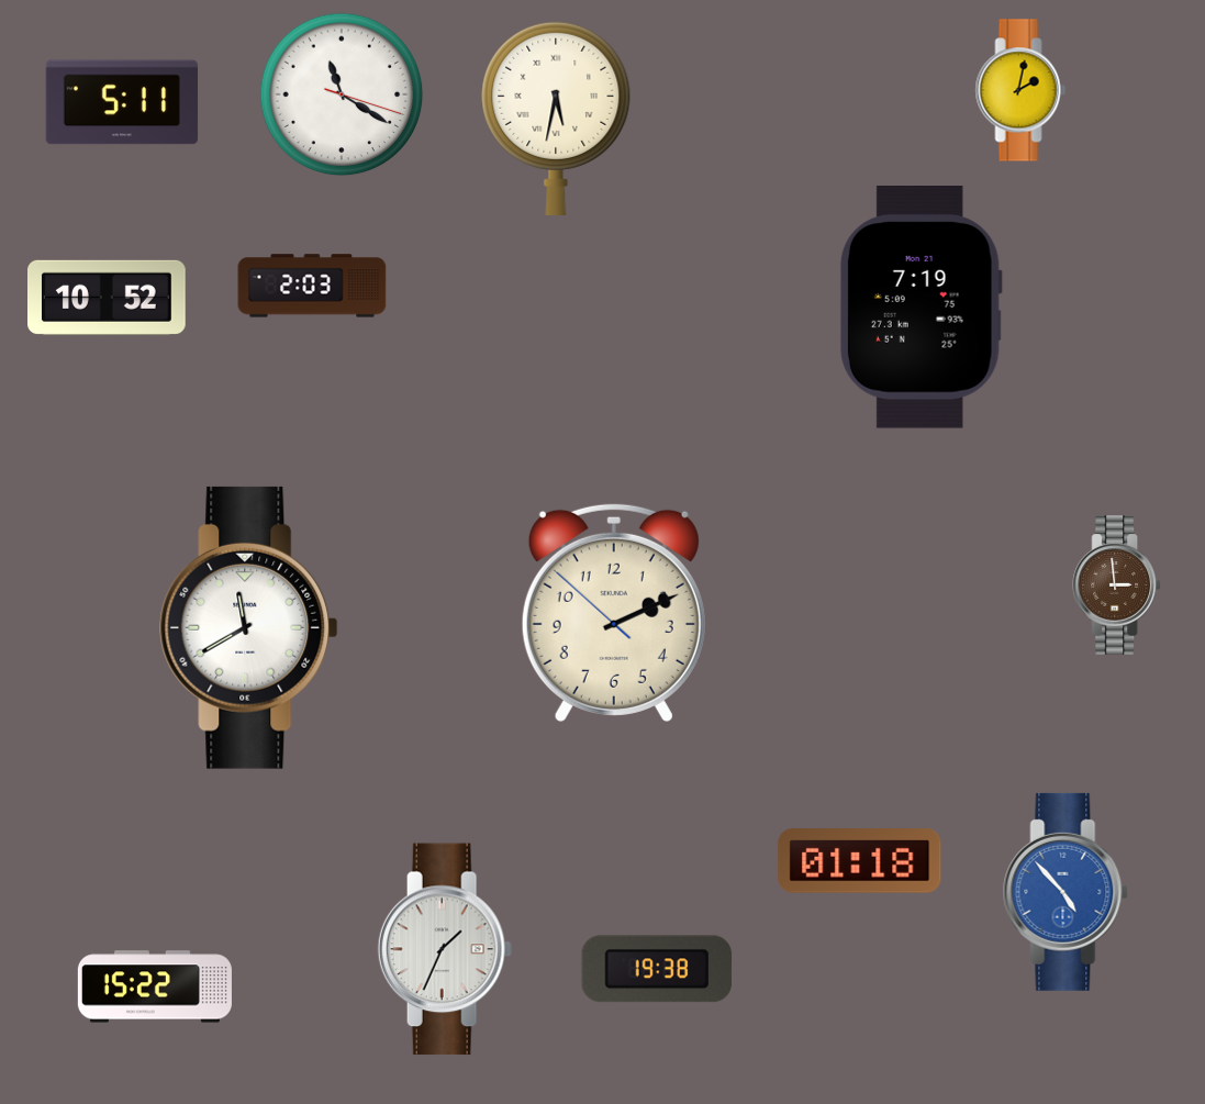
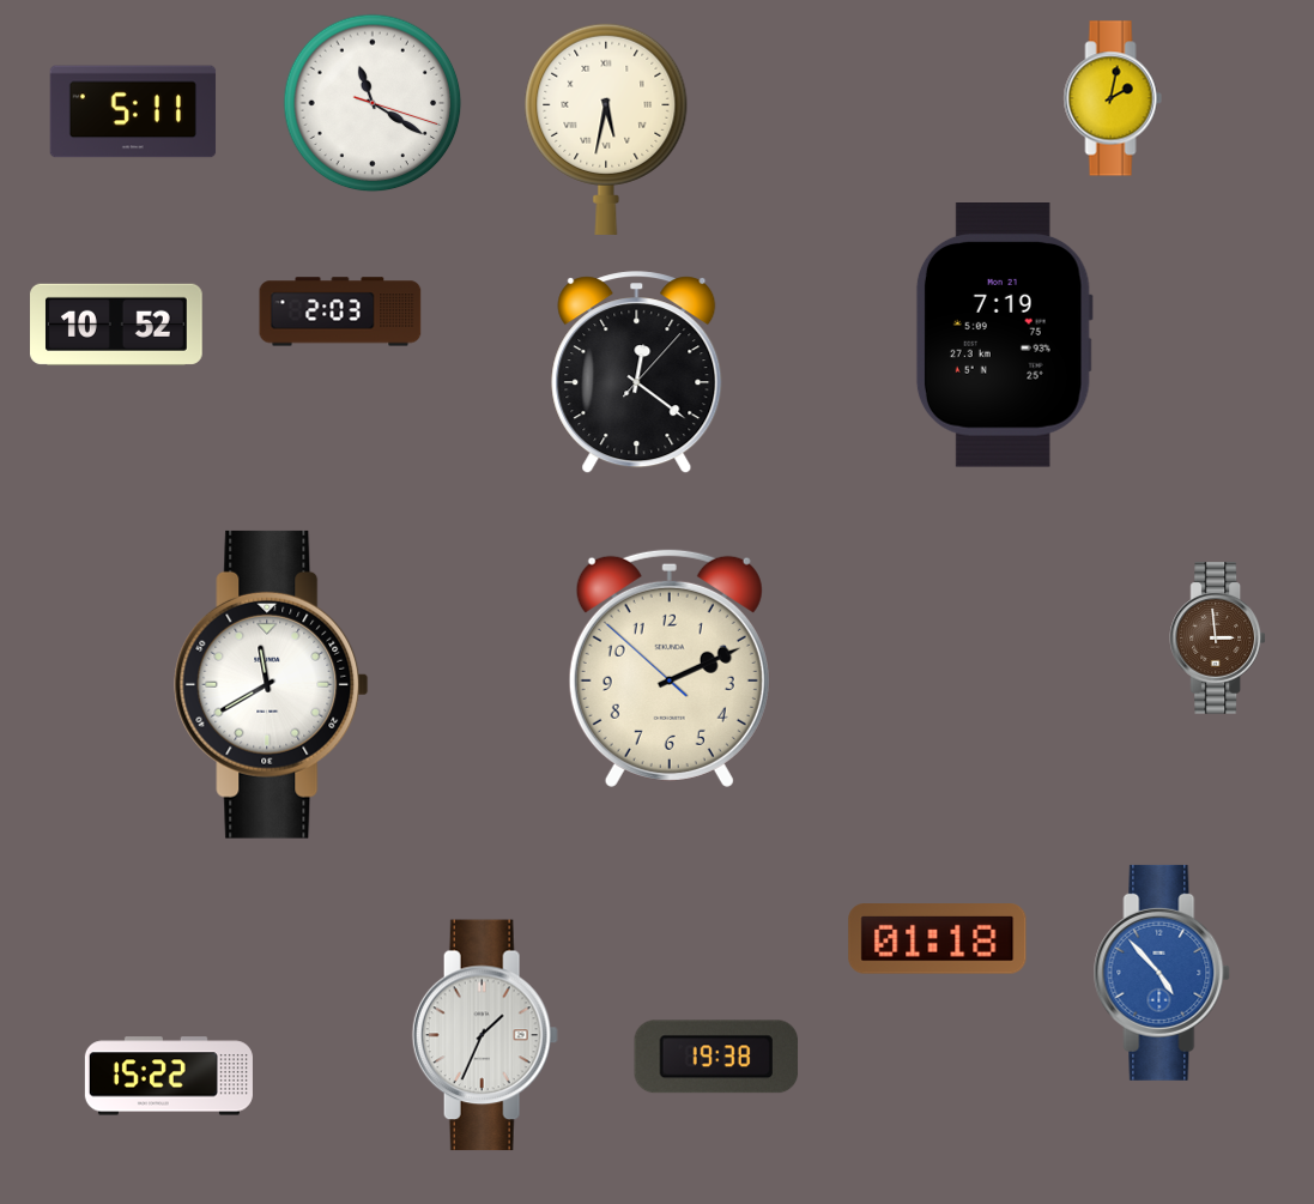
clock at (637, 373): none -> 12:21
